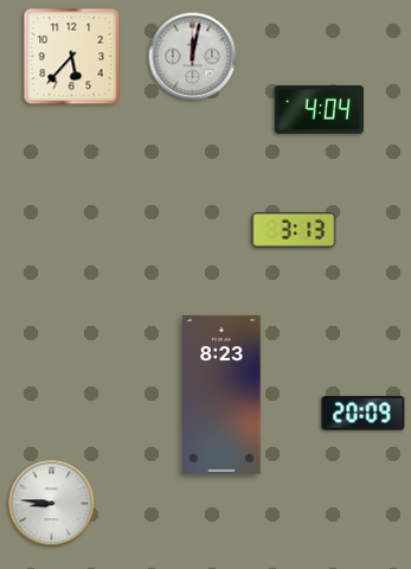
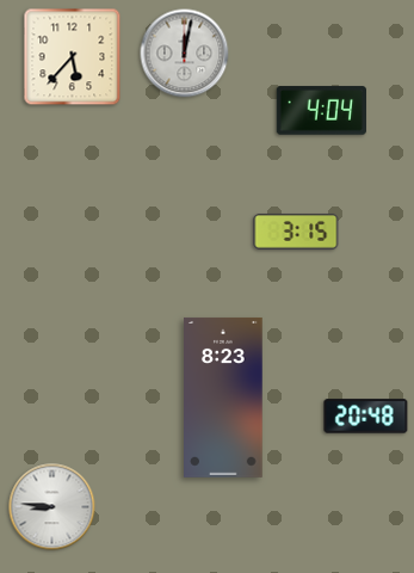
clock at (193, 57) position: (193, 57) -> (185, 54)
clock at (294, 230): 3:13 -> 3:15
clock at (364, 414): 20:09 -> 20:48
